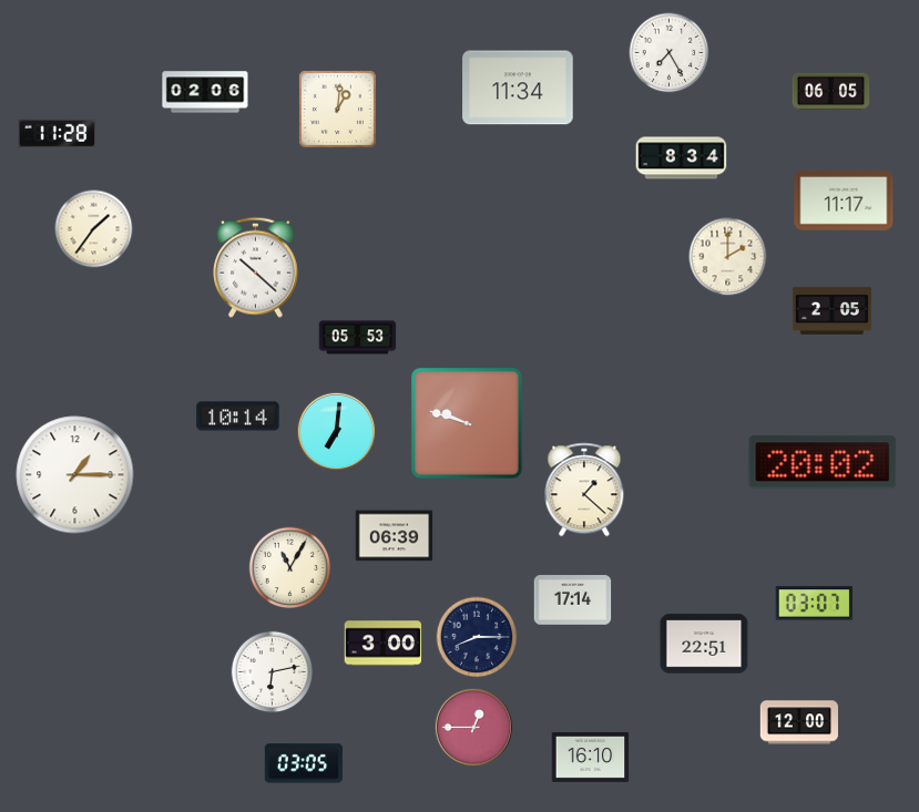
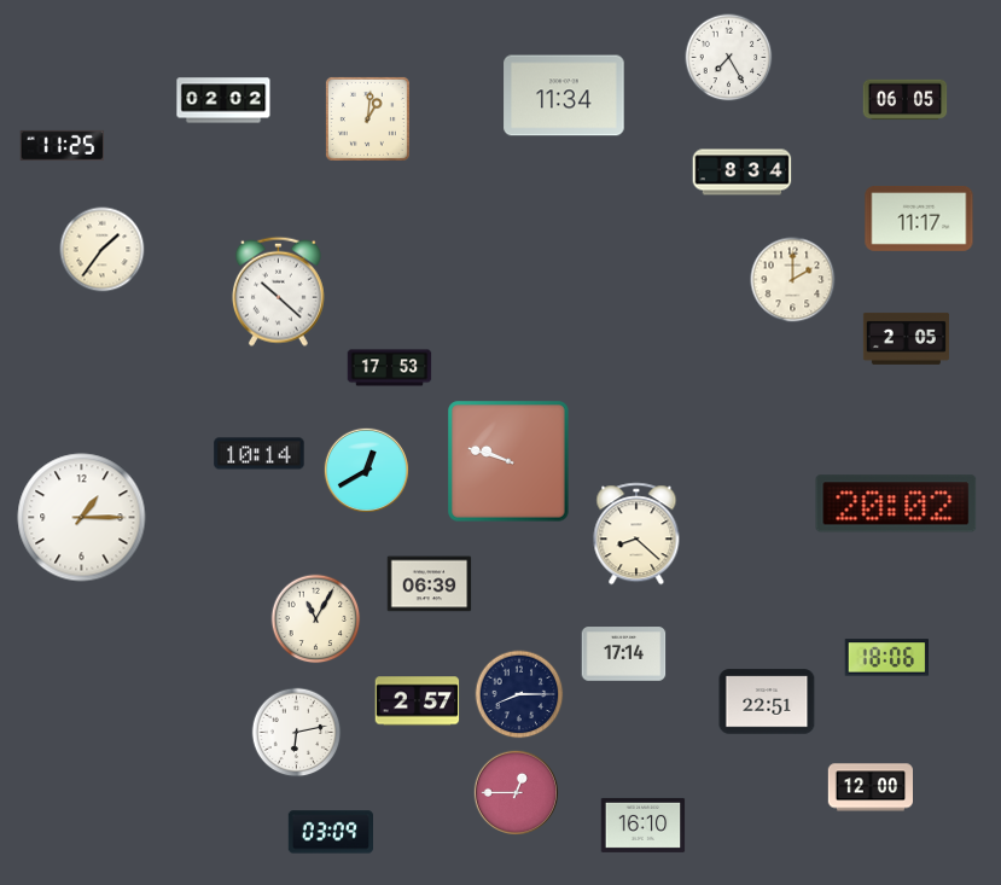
clock at (205, 92): 02:06 -> 02:02
clock at (58, 133): 11:28 -> 11:25
clock at (358, 338): 05:53 -> 17:53
clock at (337, 432): 7:01 -> 12:40
clock at (584, 490): 1:22 -> 8:22
clock at (815, 604): 03:07 -> 18:06
clock at (384, 644): 3:00 -> 2:57
clock at (303, 763): 03:05 -> 03:09
